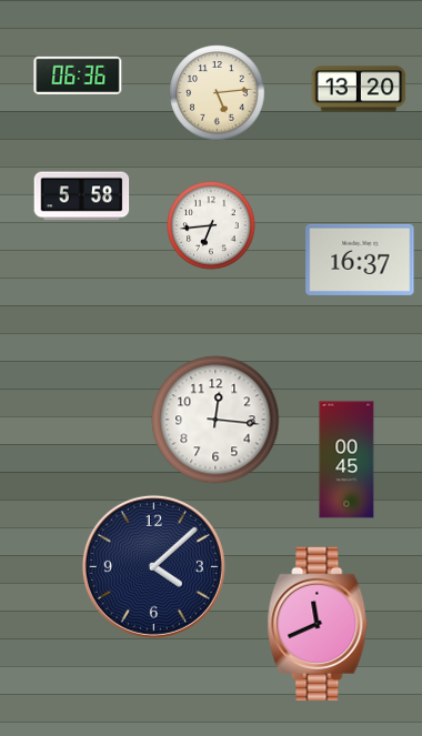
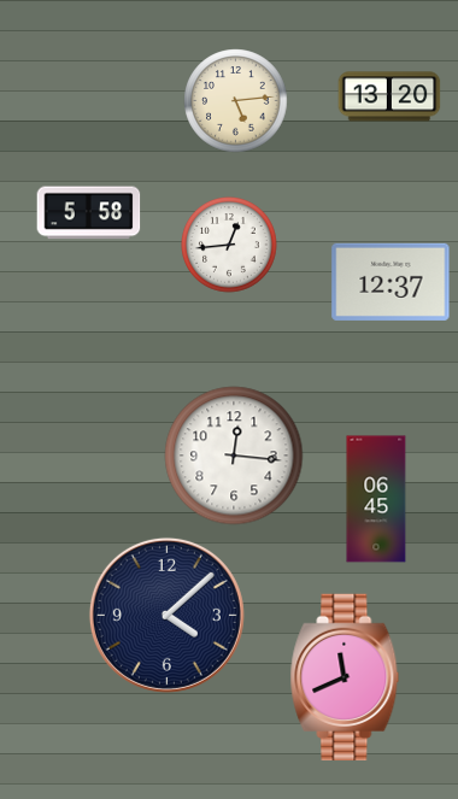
clock at (78, 74): 06:36 -> none
clock at (212, 226): 6:44 -> 12:44
clock at (360, 260): 16:37 -> 12:37
clock at (346, 460): 00:45 -> 06:45
